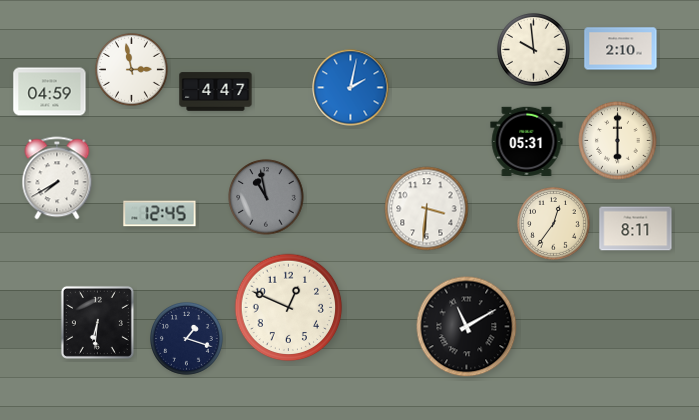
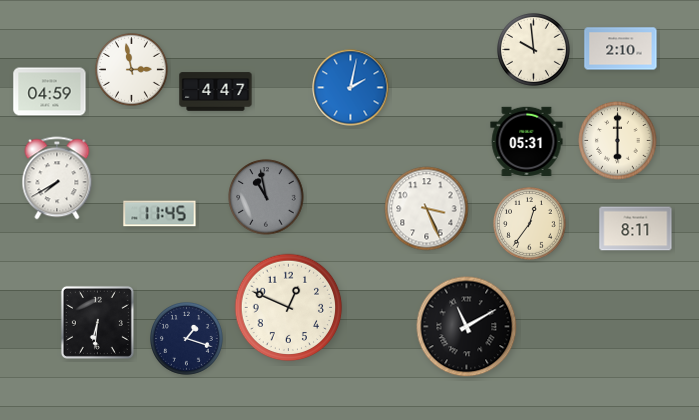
clock at (427, 209): 3:31 -> 3:26
clock at (160, 214): 12:45 -> 11:45
clock at (554, 224) position: (554, 224) -> (530, 224)
